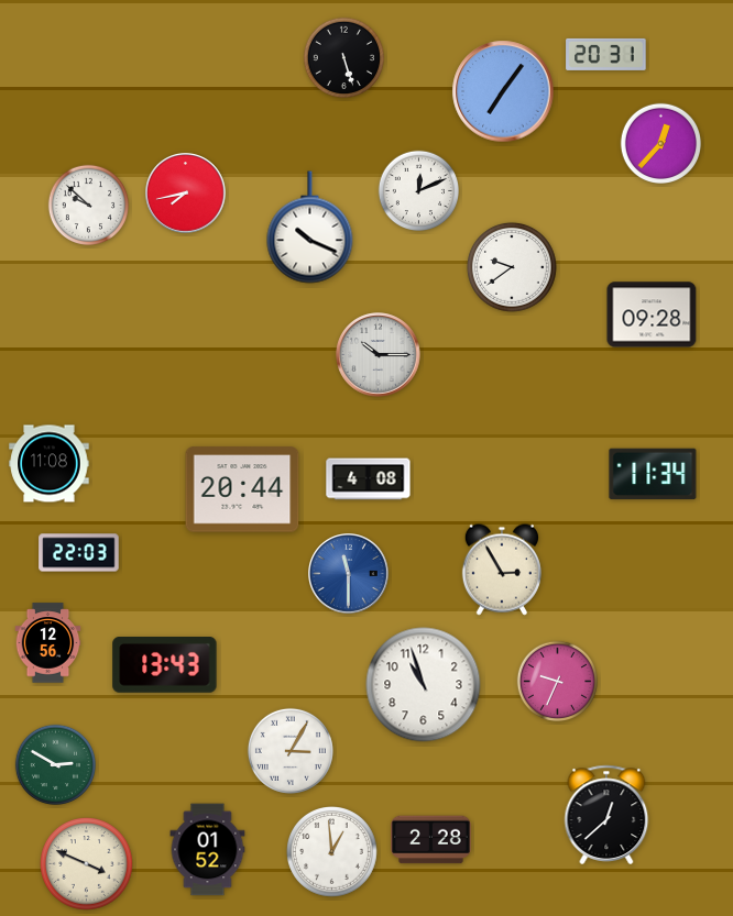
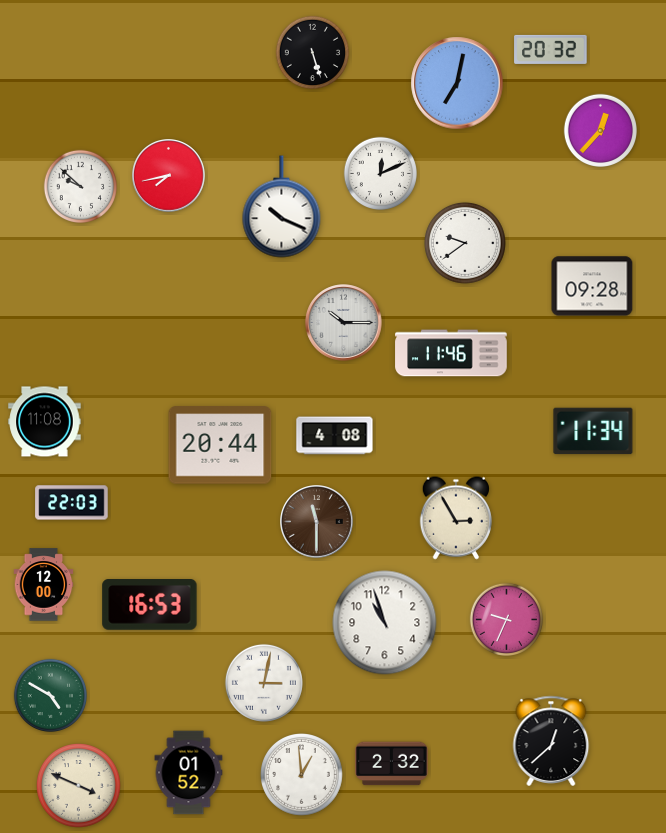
clock at (606, 54): 20:31 -> 20:32
clock at (503, 91): 7:06 -> 7:02
clock at (451, 353): none -> 11:46
clock at (349, 574) dial: blue -> brown
clock at (48, 643): 12:56 -> 12:00
clock at (165, 665): 13:43 -> 16:53
clock at (291, 751): 3:05 -> 3:02
clock at (55, 764): 2:50 -> 4:50
clock at (431, 840): 2:28 -> 2:32
